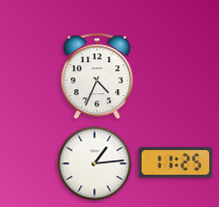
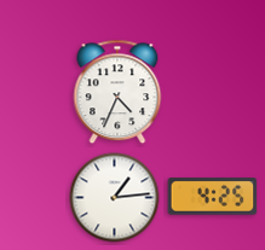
clock at (176, 163): 11:25 -> 4:25
